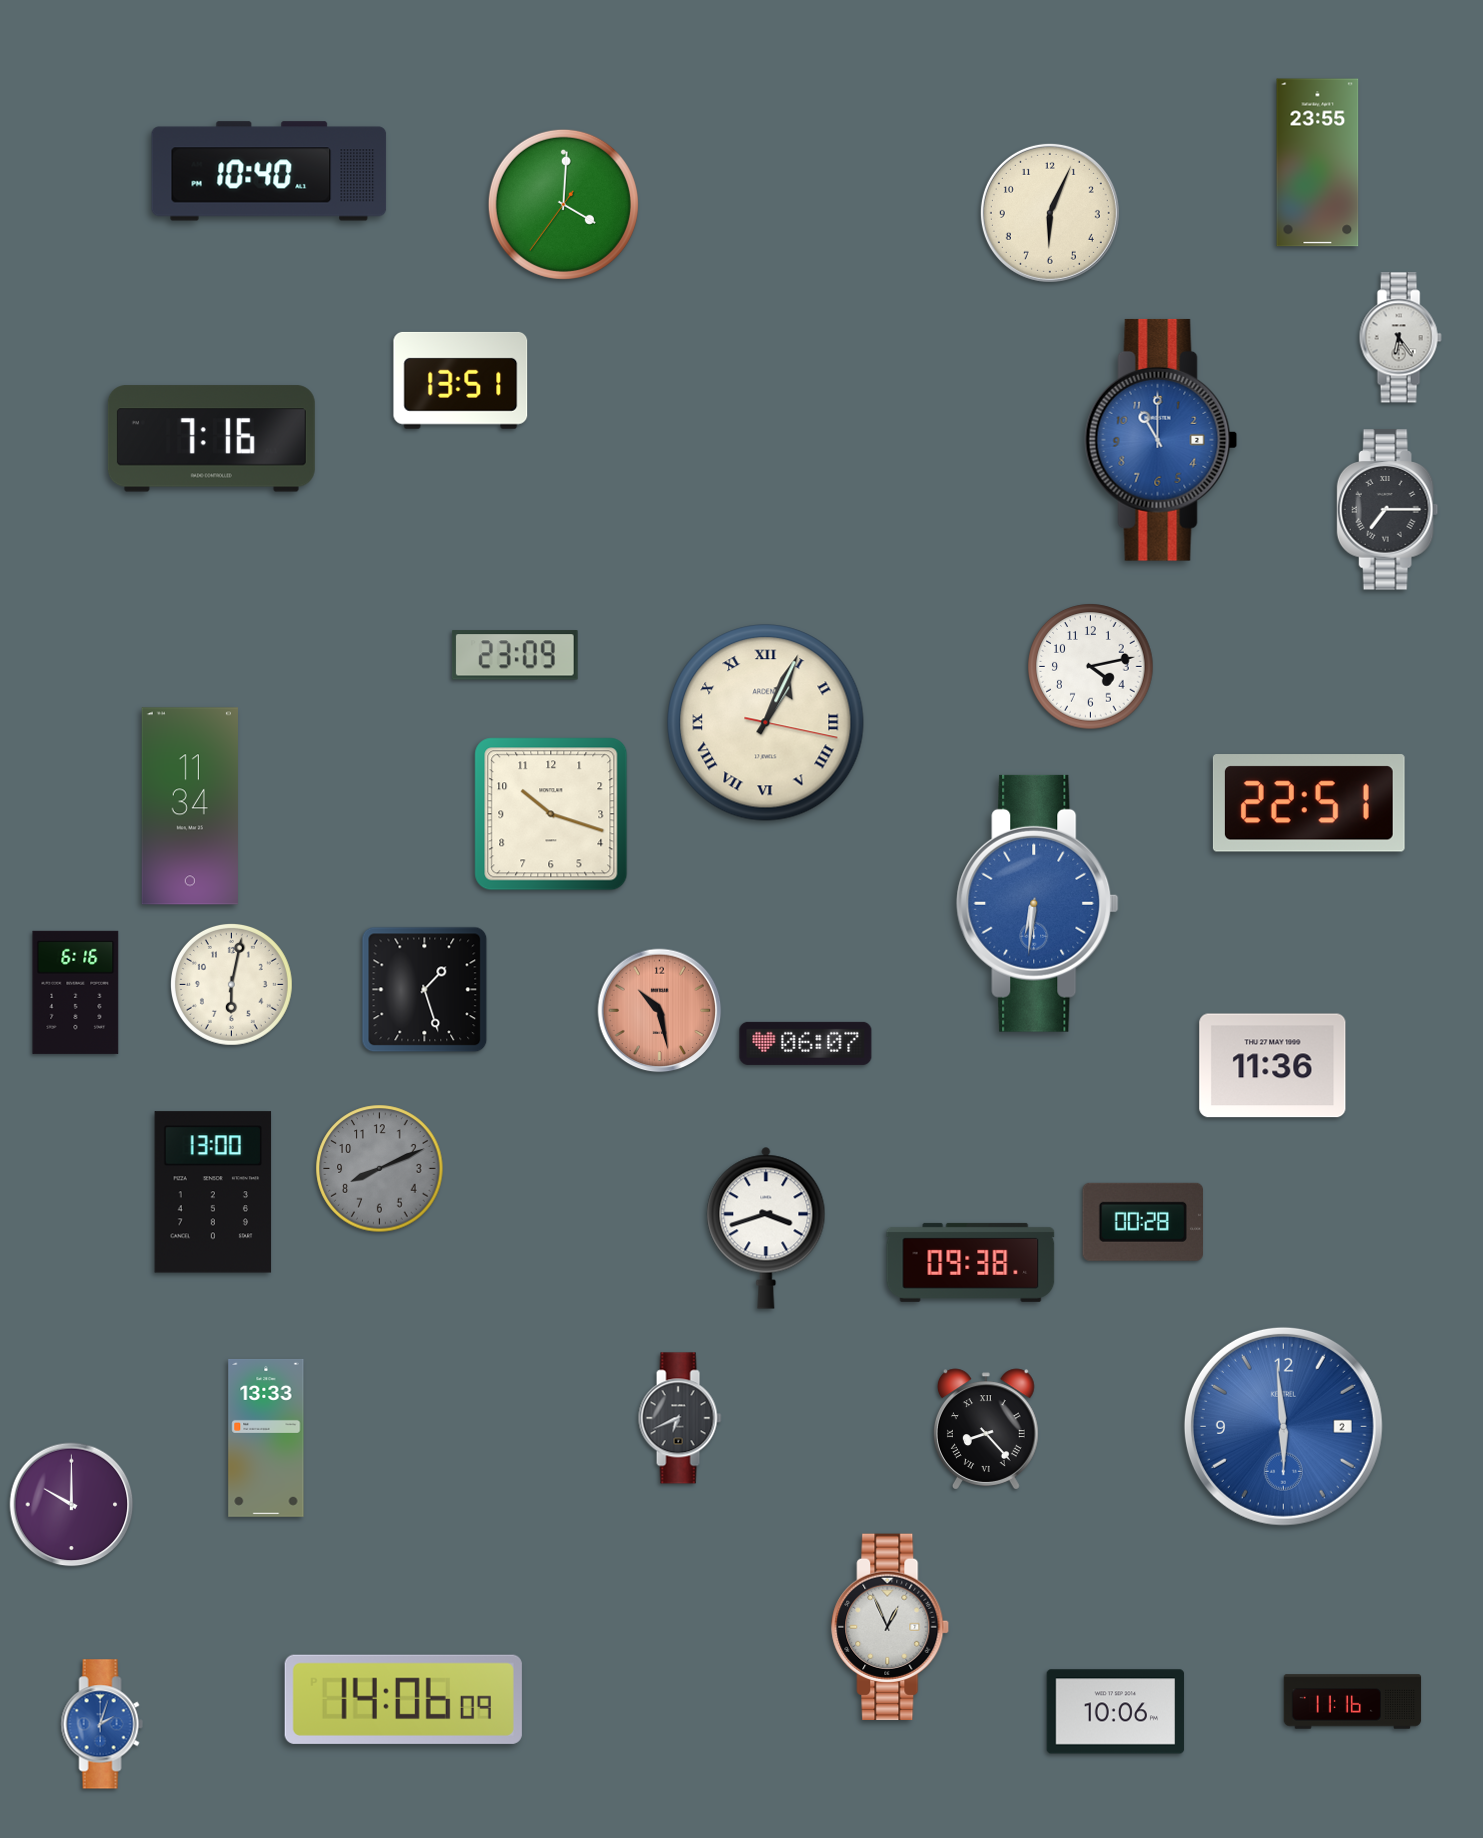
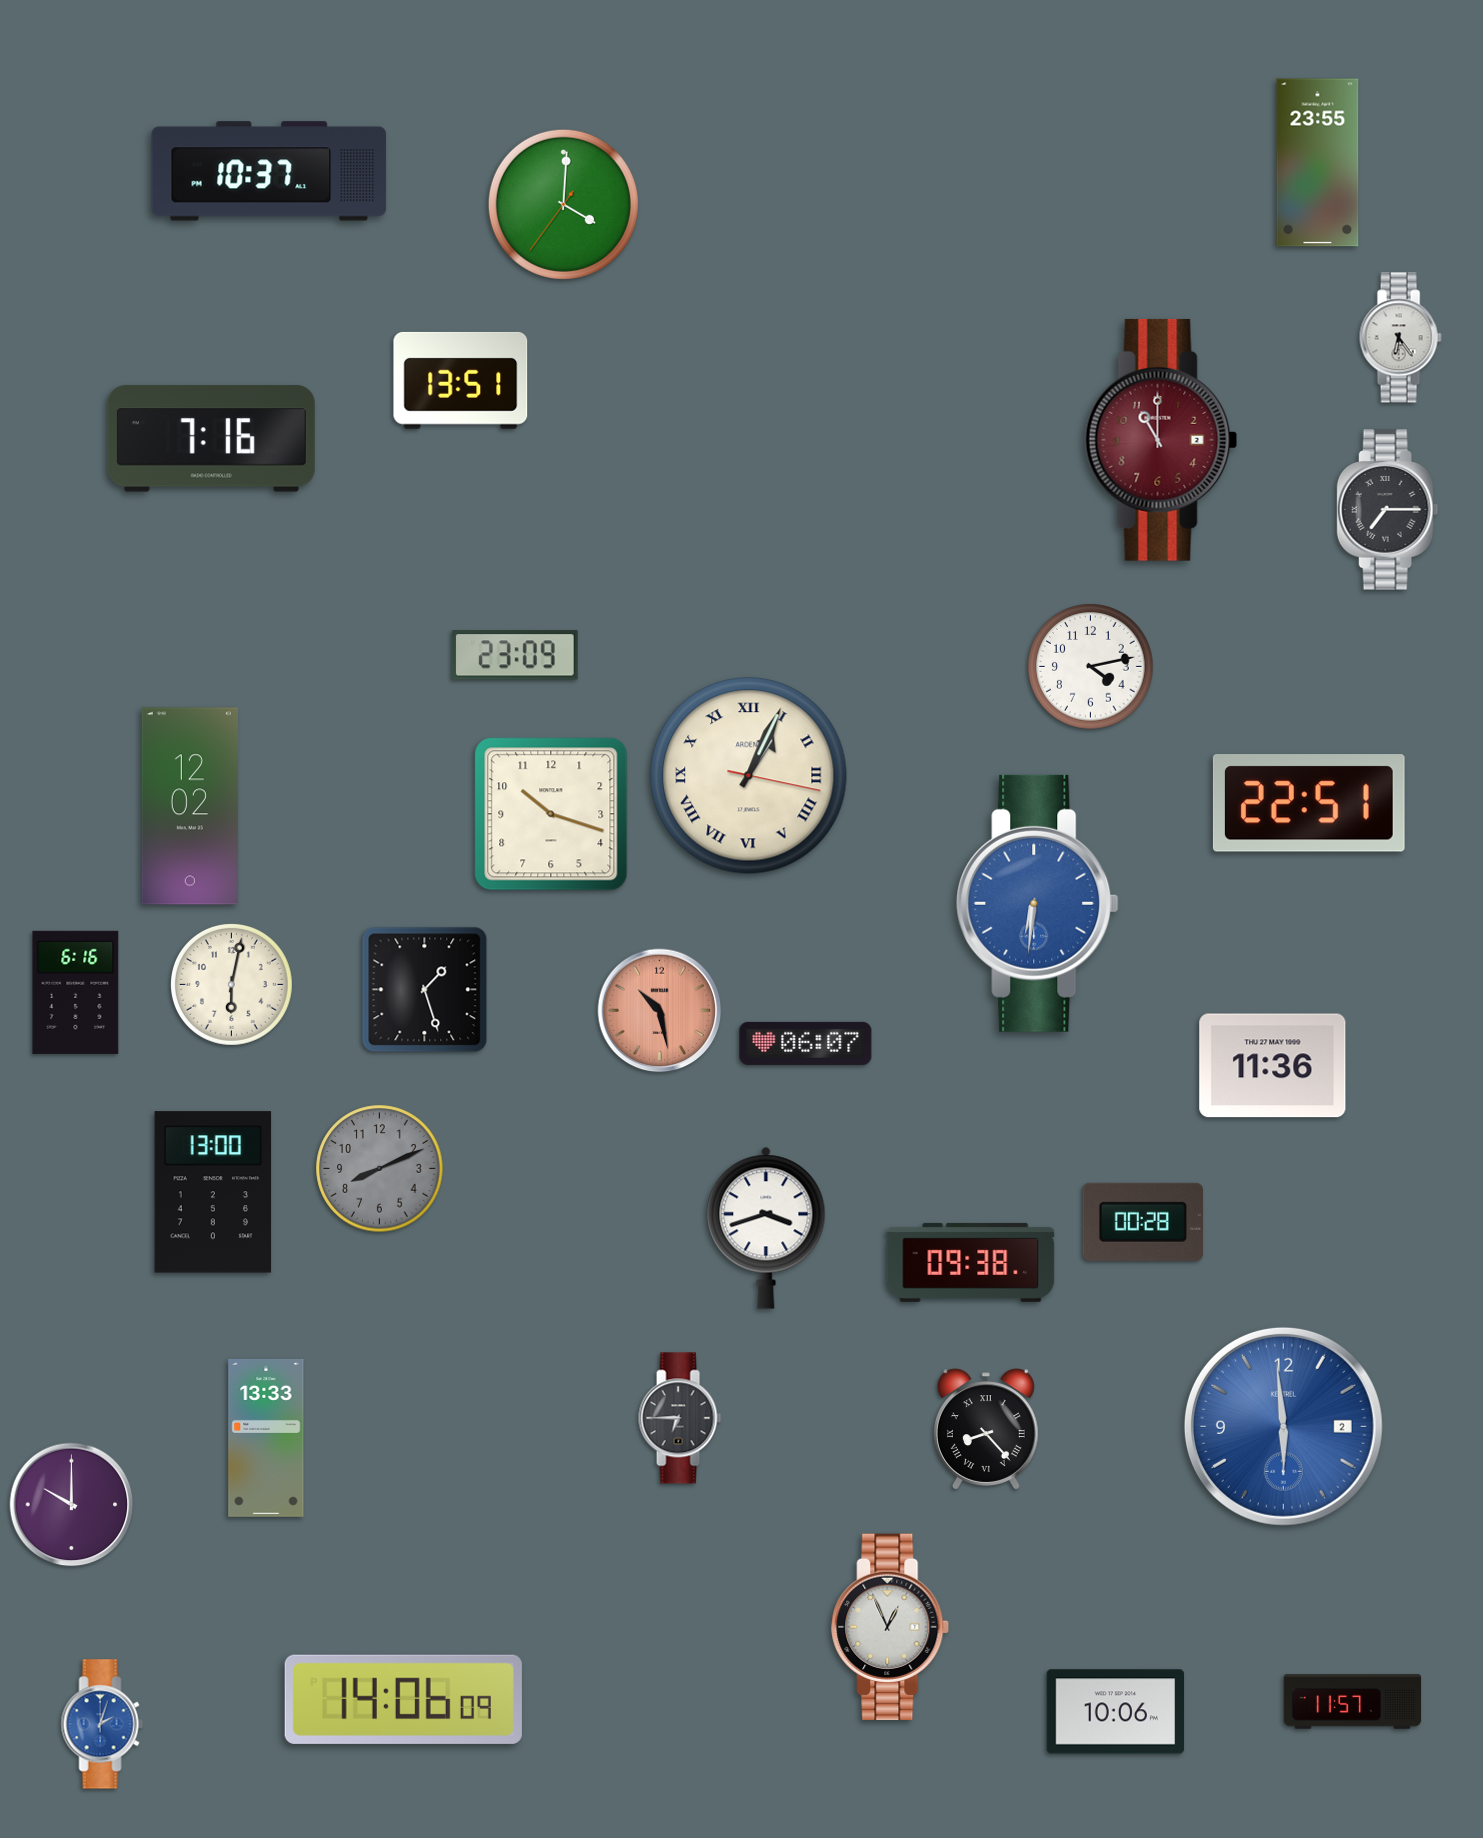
clock at (269, 171): 10:40 -> 10:37
clock at (1050, 213): 6:04 -> none
clock at (1161, 440) dial: blue -> burgundy
clock at (766, 723) position: (766, 723) -> (749, 776)
clock at (189, 806): 11:34 -> 12:02
clock at (680, 1418): 6:41 -> 6:45
clock at (1353, 1702): 11:16 -> 11:57
